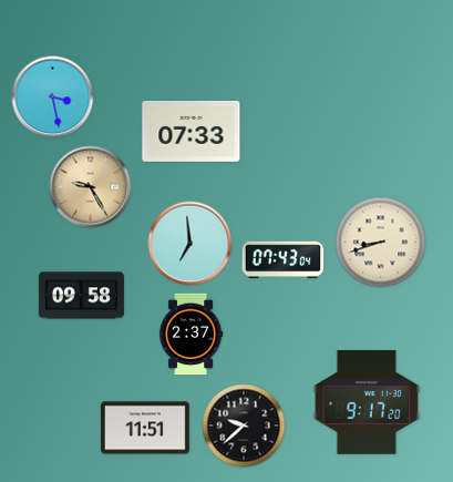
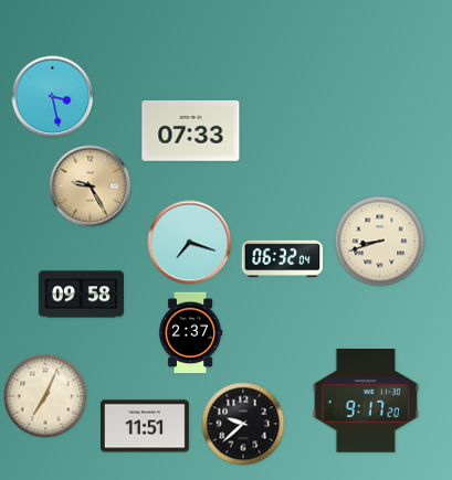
clock at (191, 244): 6:59 -> 7:18
clock at (284, 260): 07:43 -> 06:32
clock at (45, 396): none -> 7:04
